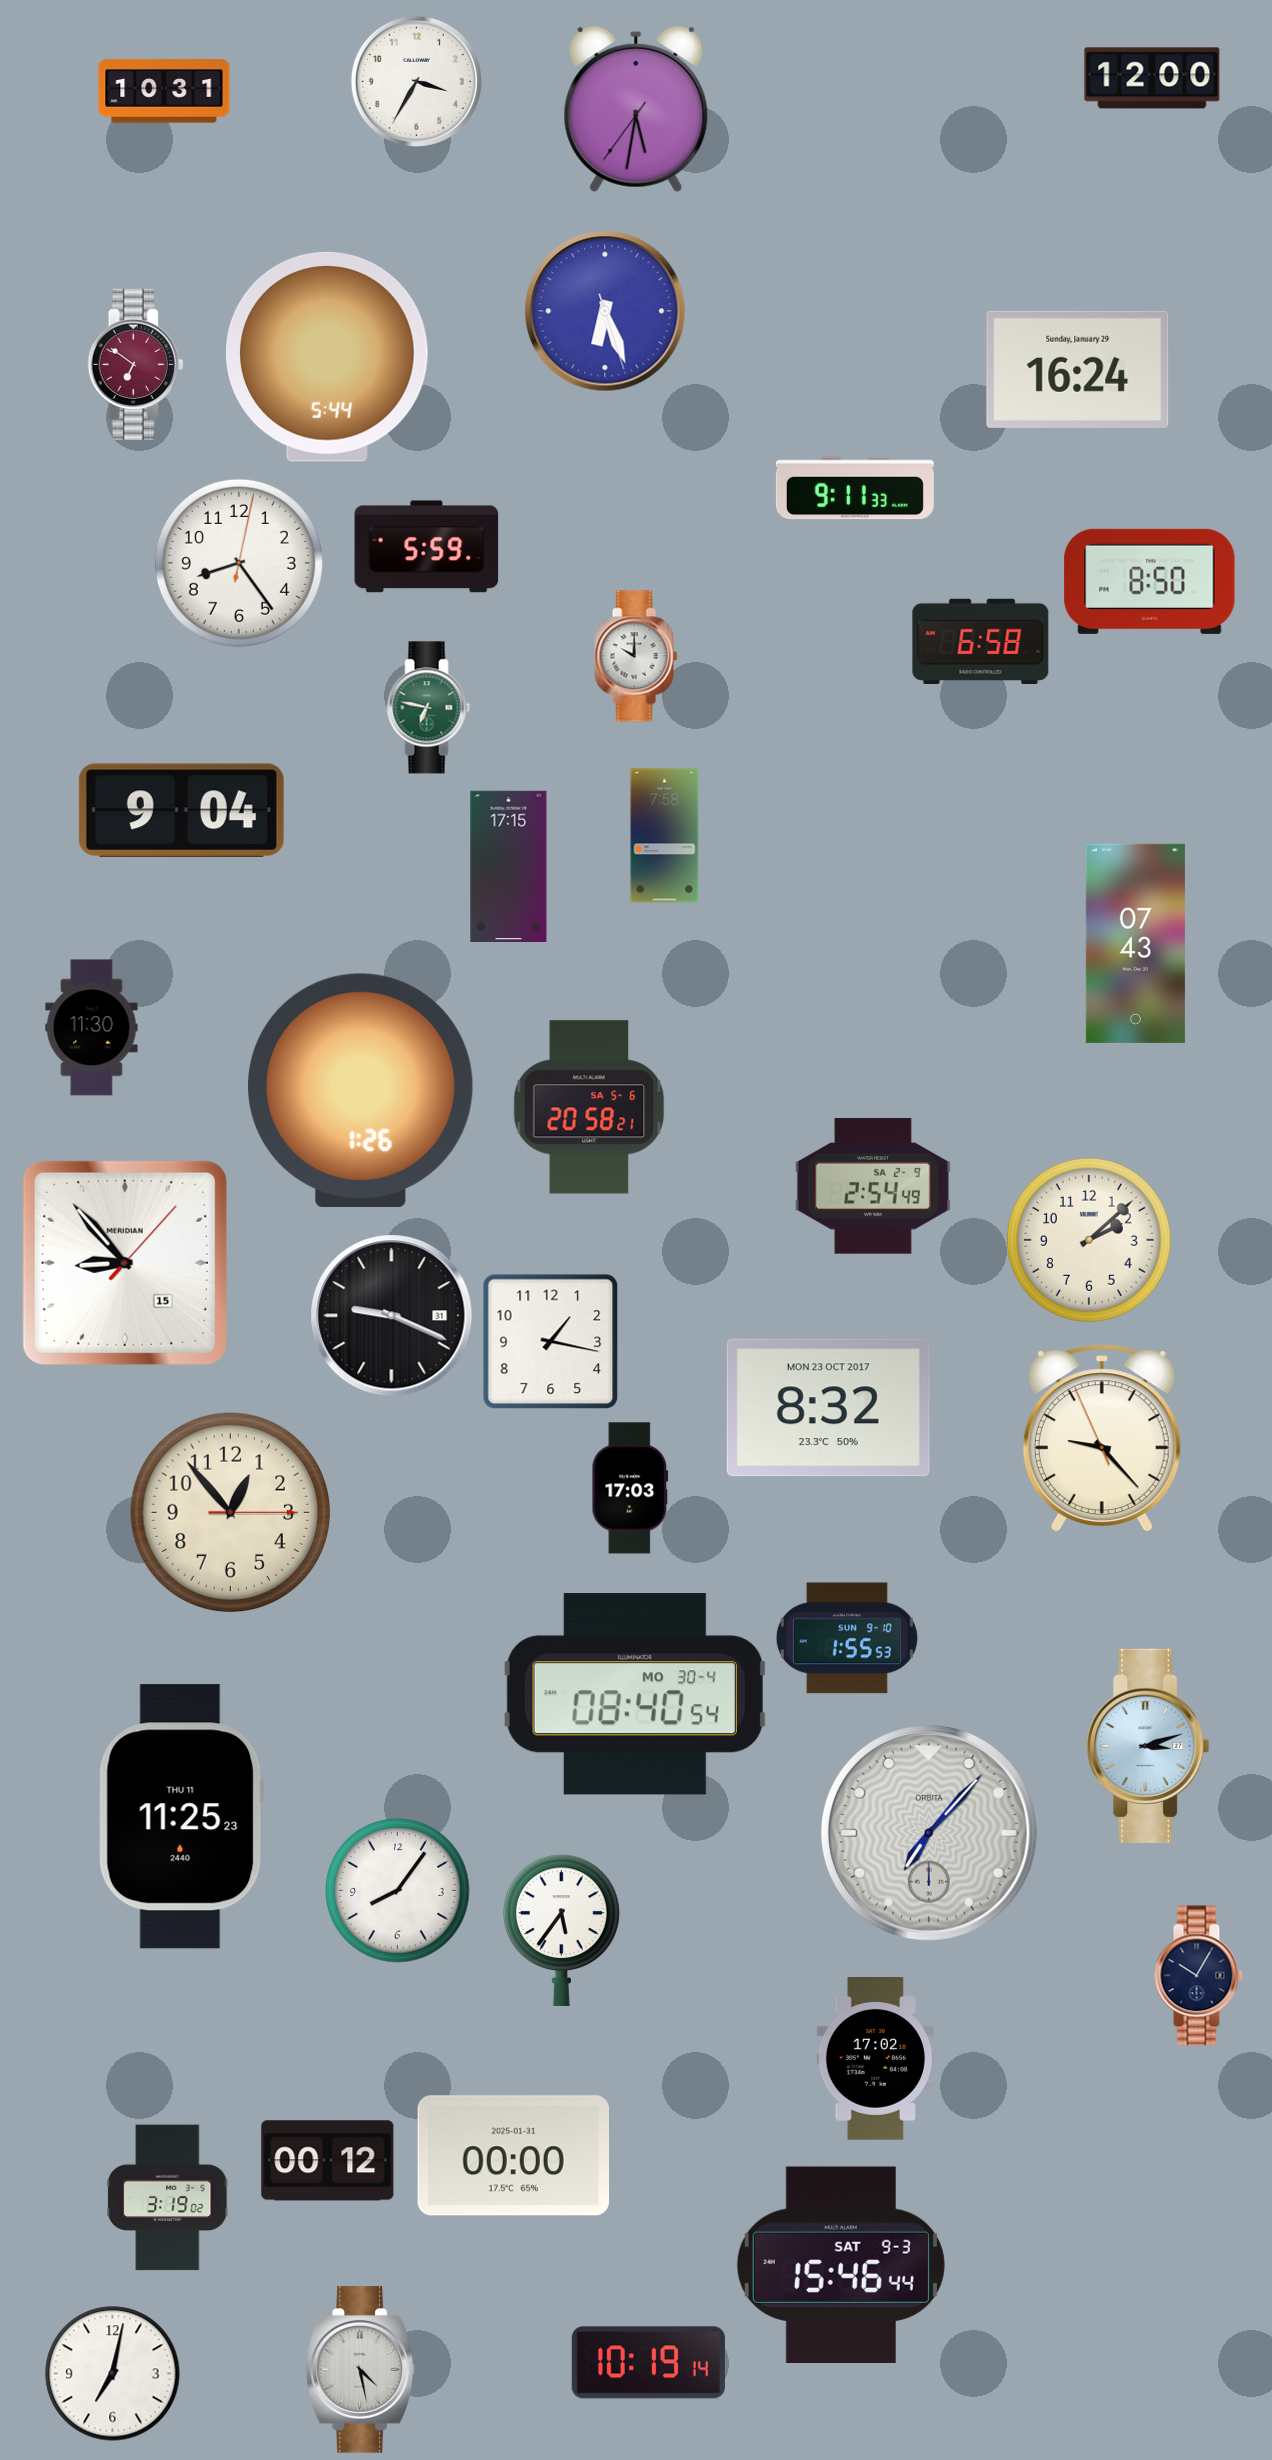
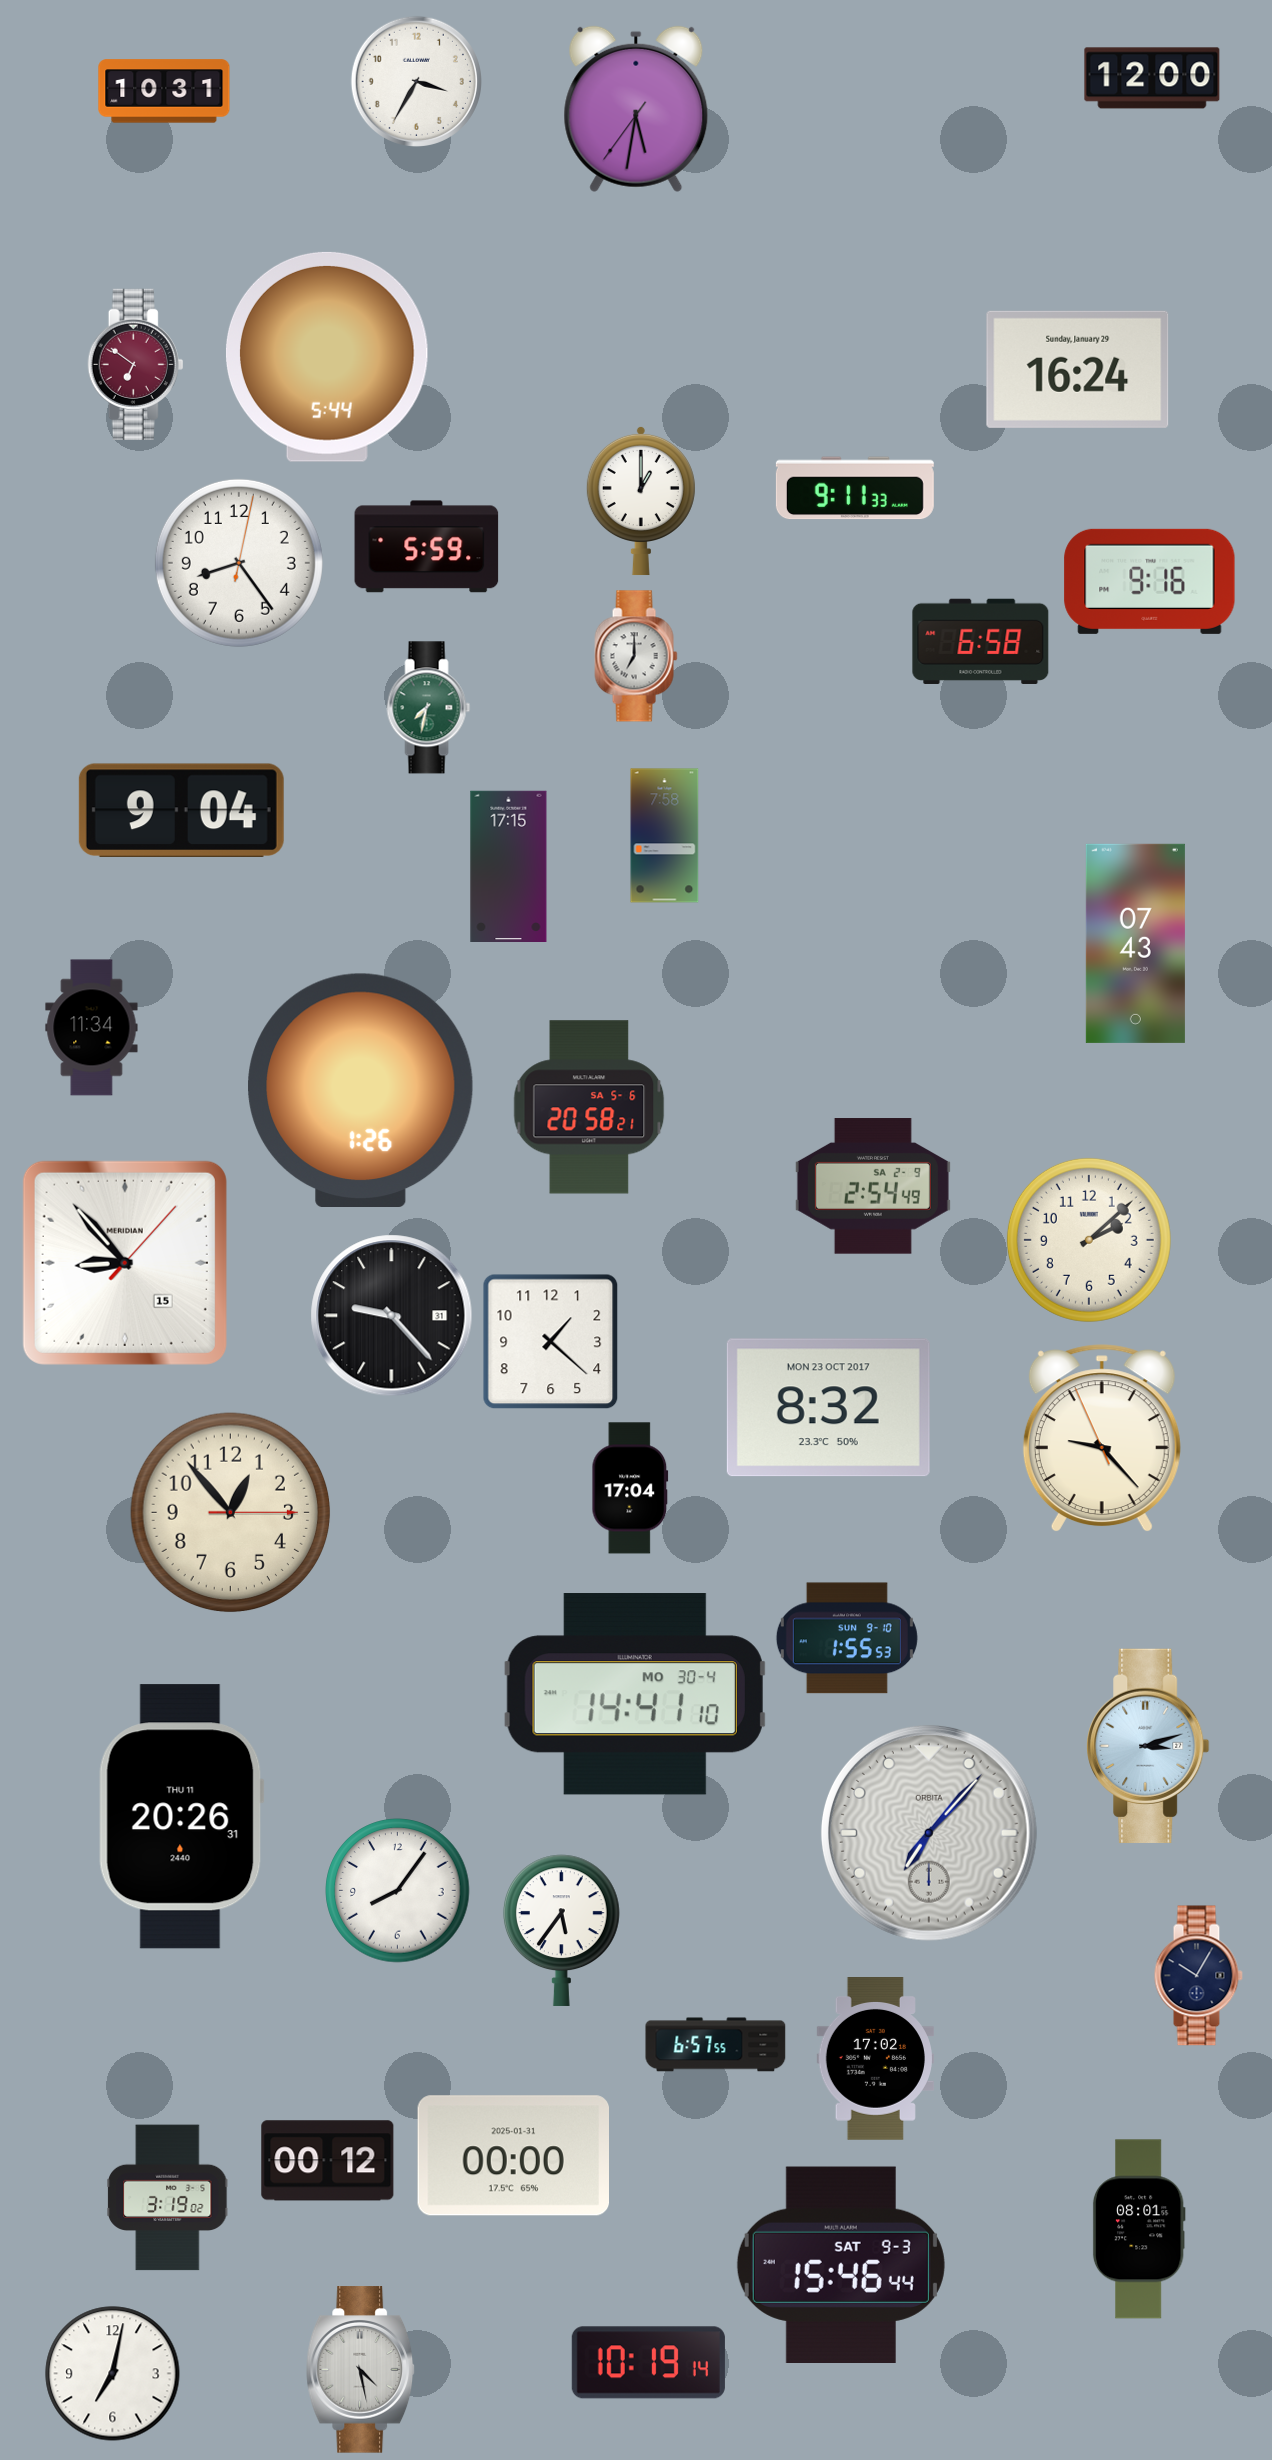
clock at (605, 311): 6:26 -> none
clock at (641, 501): none -> 1:00
clock at (1150, 581): 8:50 -> 9:16
clock at (636, 656): 10:00 -> 7:00
clock at (429, 708): 6:47 -> 7:32
clock at (92, 1028): 11:30 -> 11:34
clock at (392, 1316): 9:19 -> 9:23
clock at (551, 1342): 1:17 -> 1:22
clock at (630, 1488): 17:03 -> 17:04
clock at (635, 1694): 08:40 -> 14:41
clock at (181, 1817): 11:25 -> 20:26
clock at (716, 2045): none -> 6:57
clock at (1139, 2229): none -> 08:01
